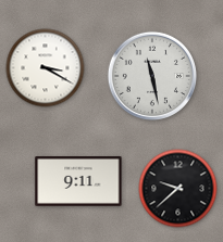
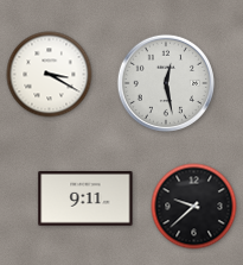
clock at (152, 76): 11:28 -> 12:28
